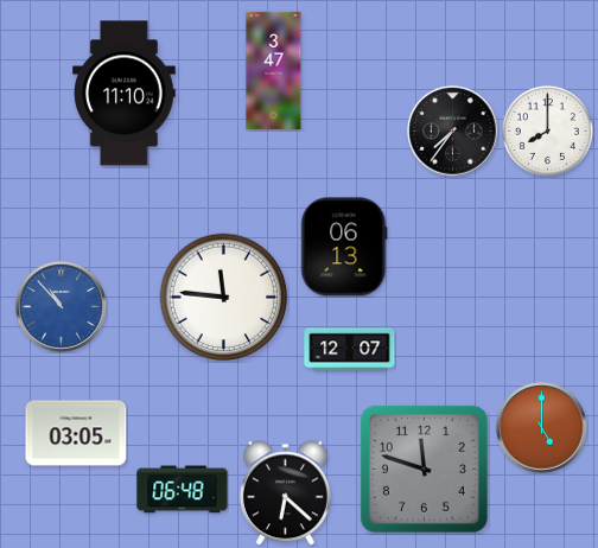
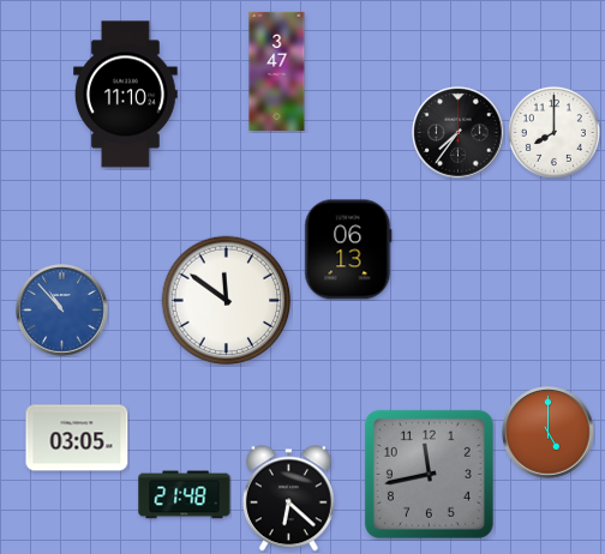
clock at (224, 298): 11:46 -> 11:51
clock at (350, 350): 12:07 -> none
clock at (424, 469): 11:48 -> 11:43
clock at (183, 490): 06:48 -> 21:48
